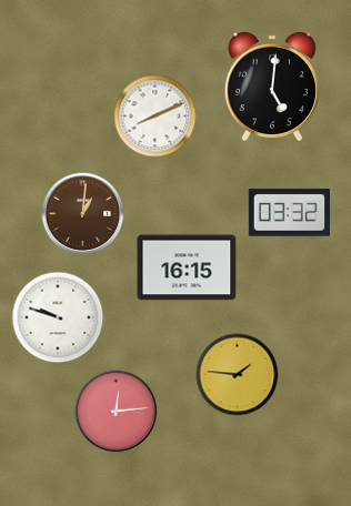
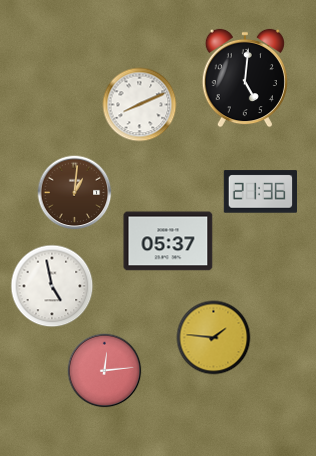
clock at (289, 213): 03:32 -> 21:36
clock at (187, 267): 16:15 -> 05:37
clock at (58, 317): 9:48 -> 4:58
